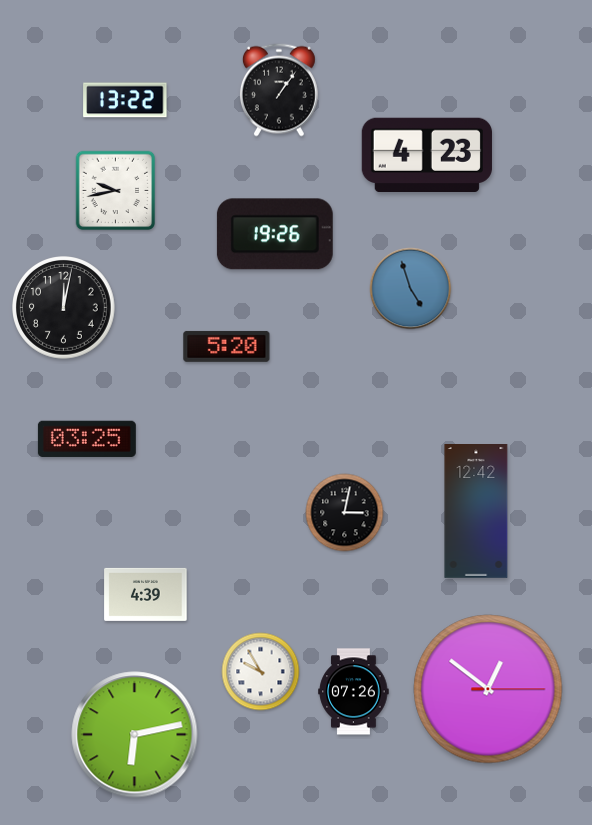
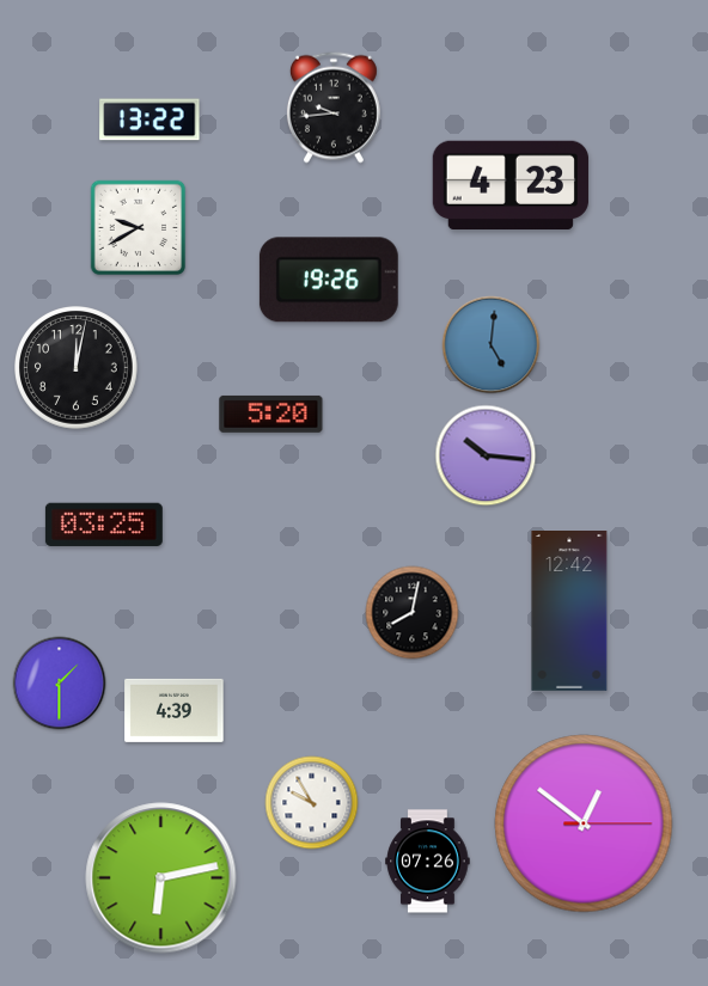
clock at (279, 90): 1:06 -> 9:44
clock at (116, 191): 9:43 -> 9:40
clock at (411, 289): 4:57 -> 5:01
clock at (486, 455): none -> 10:16
clock at (345, 513): 3:02 -> 8:02
clock at (60, 684): none -> 1:30
clock at (354, 692) position: (354, 692) -> (428, 862)
